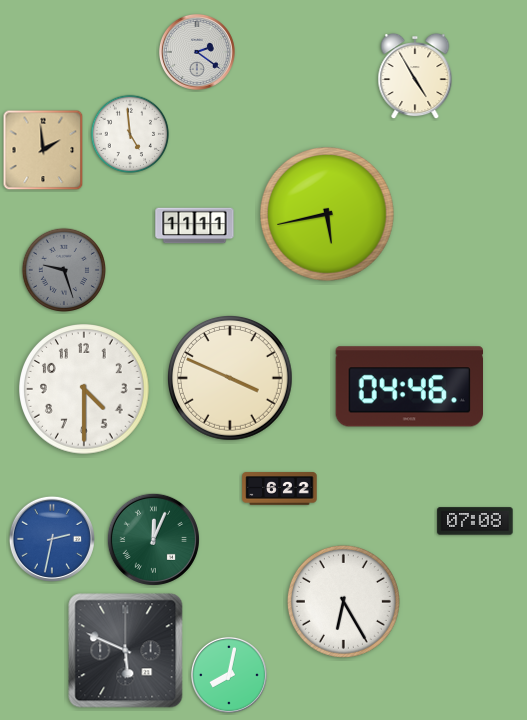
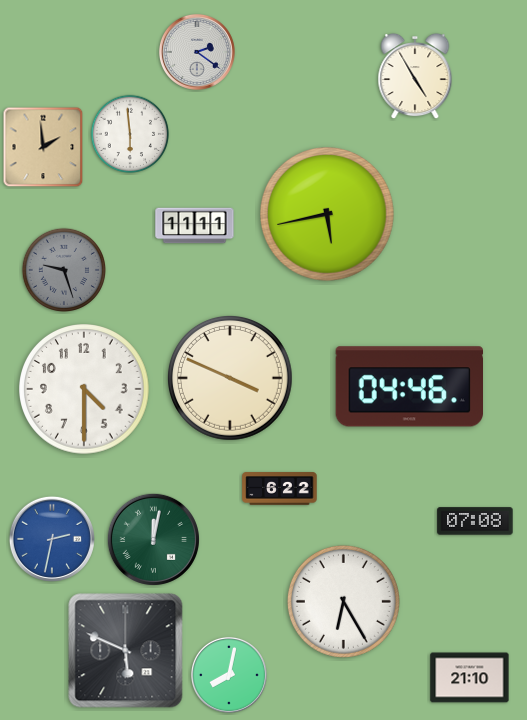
clock at (130, 134): 4:59 -> 5:59
clock at (43, 150) position: (43, 150) -> (43, 147)
clock at (153, 539): 12:04 -> 12:02
clock at (470, 678): none -> 21:10
